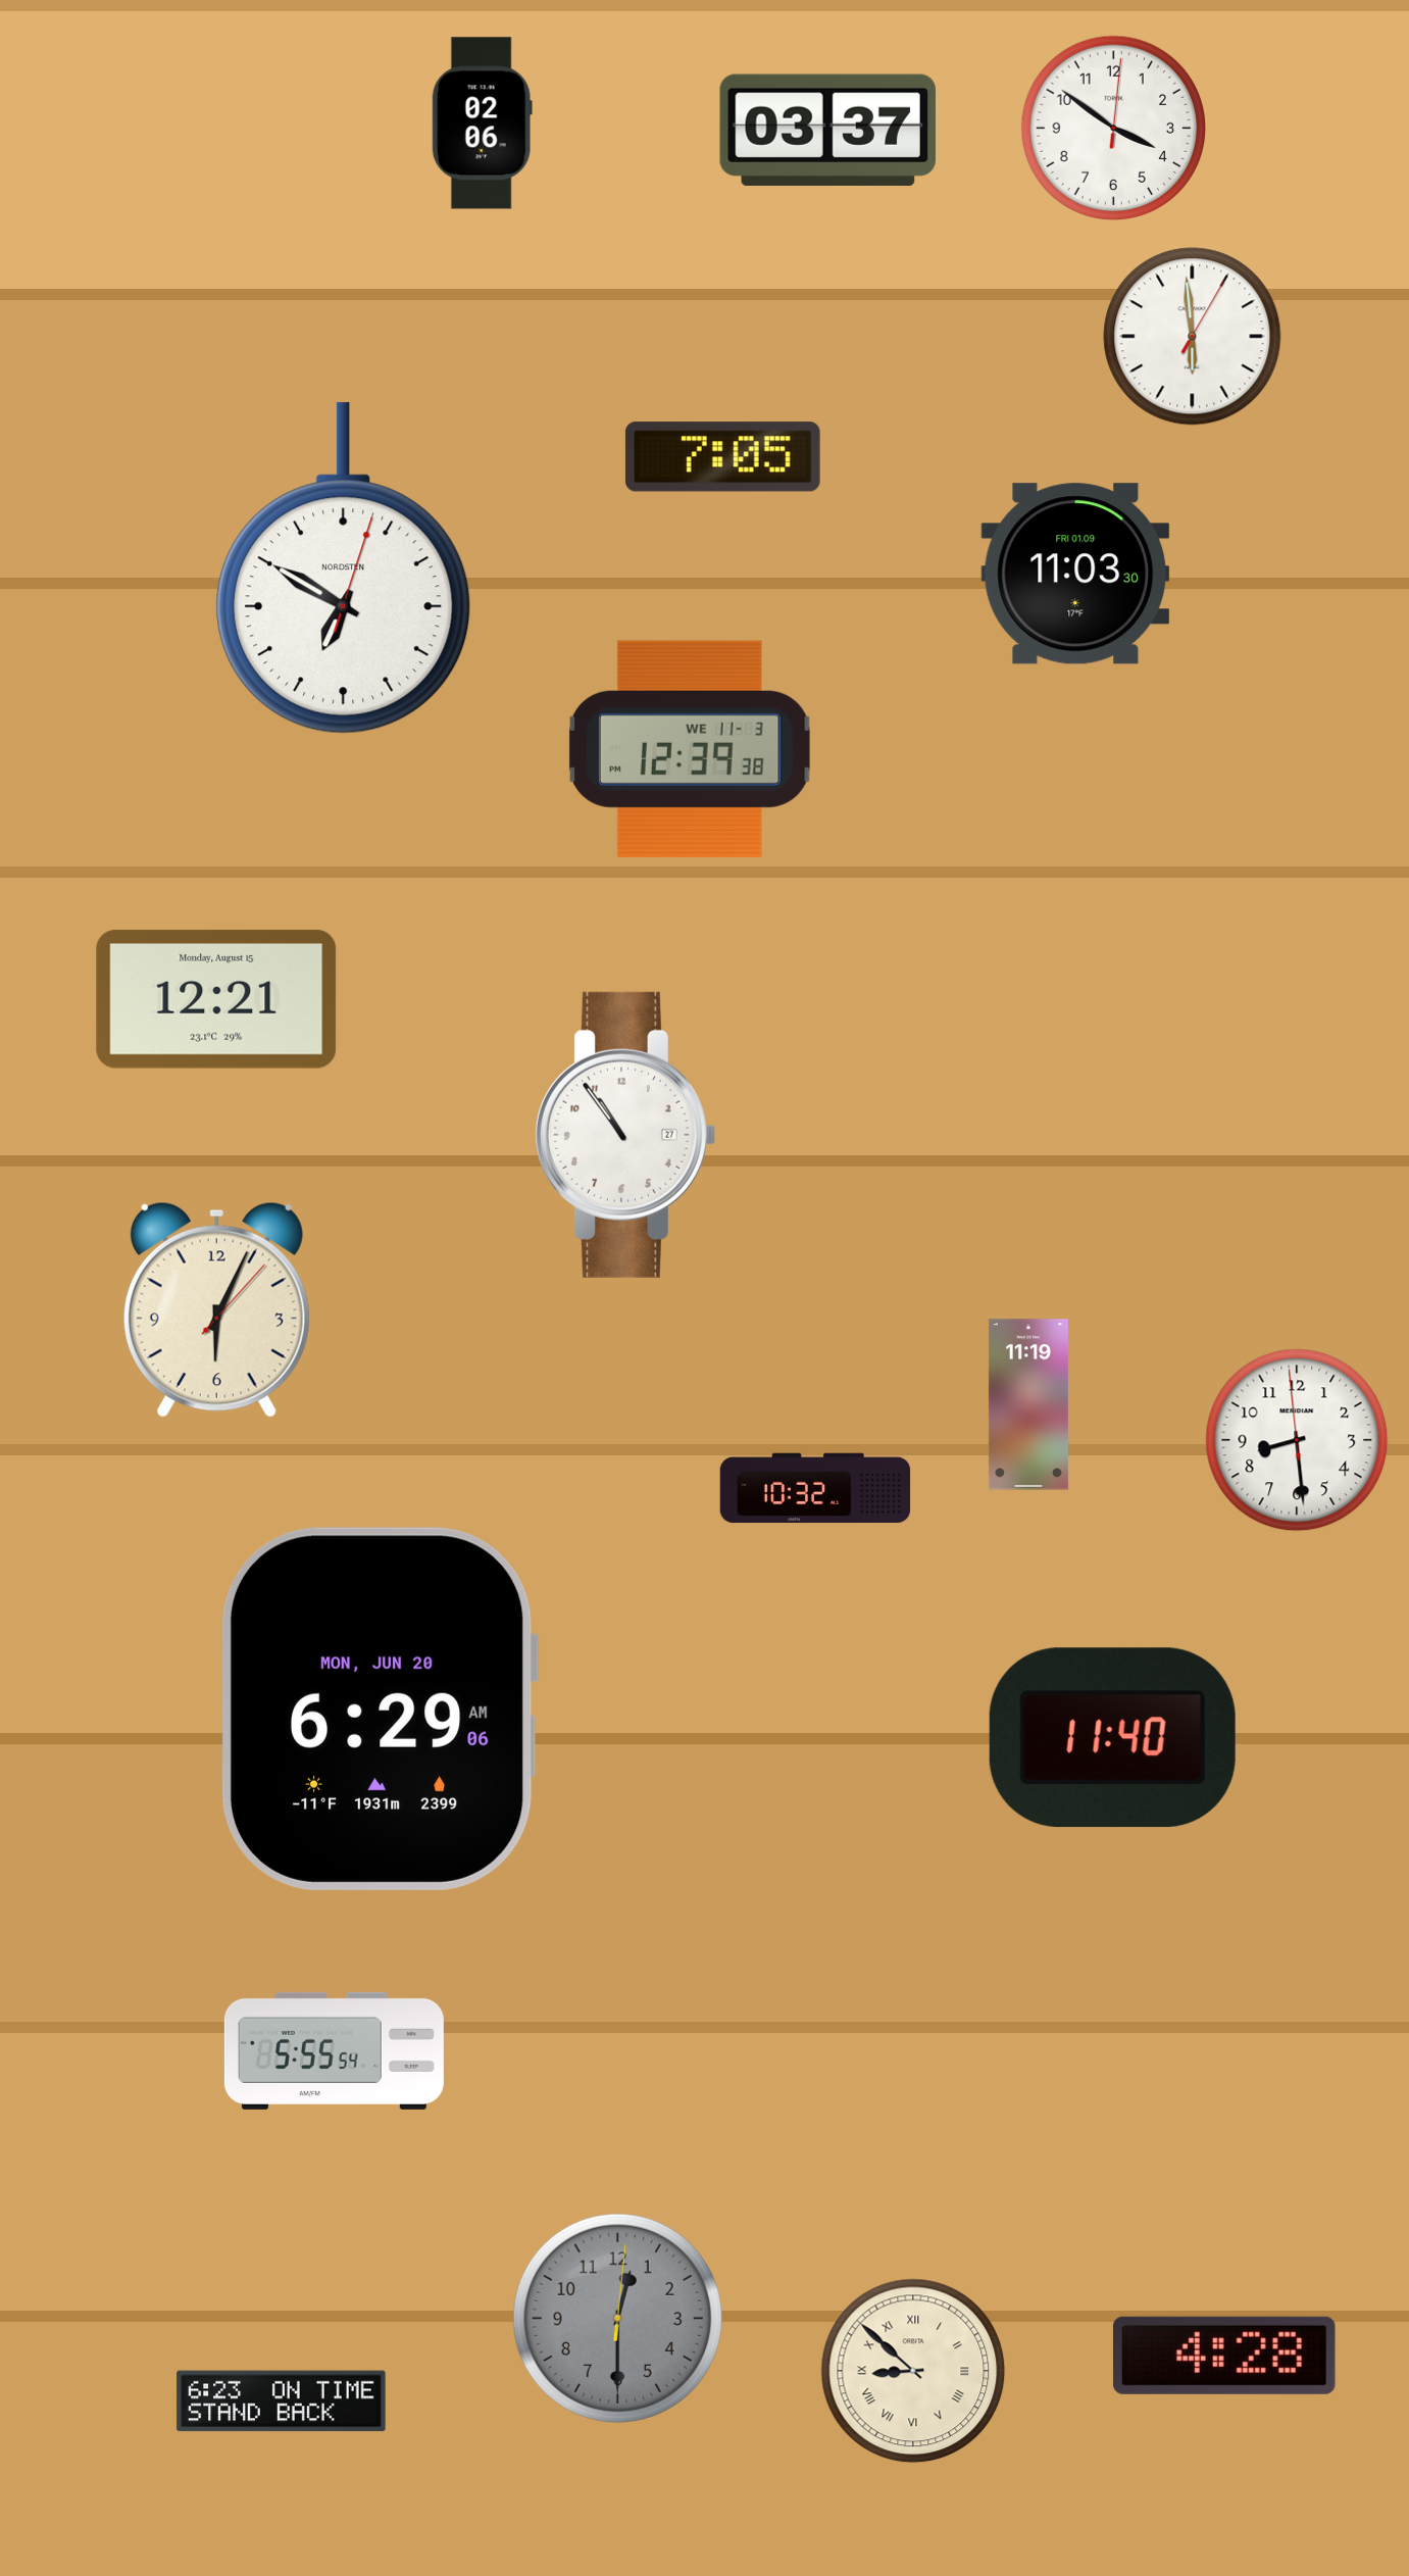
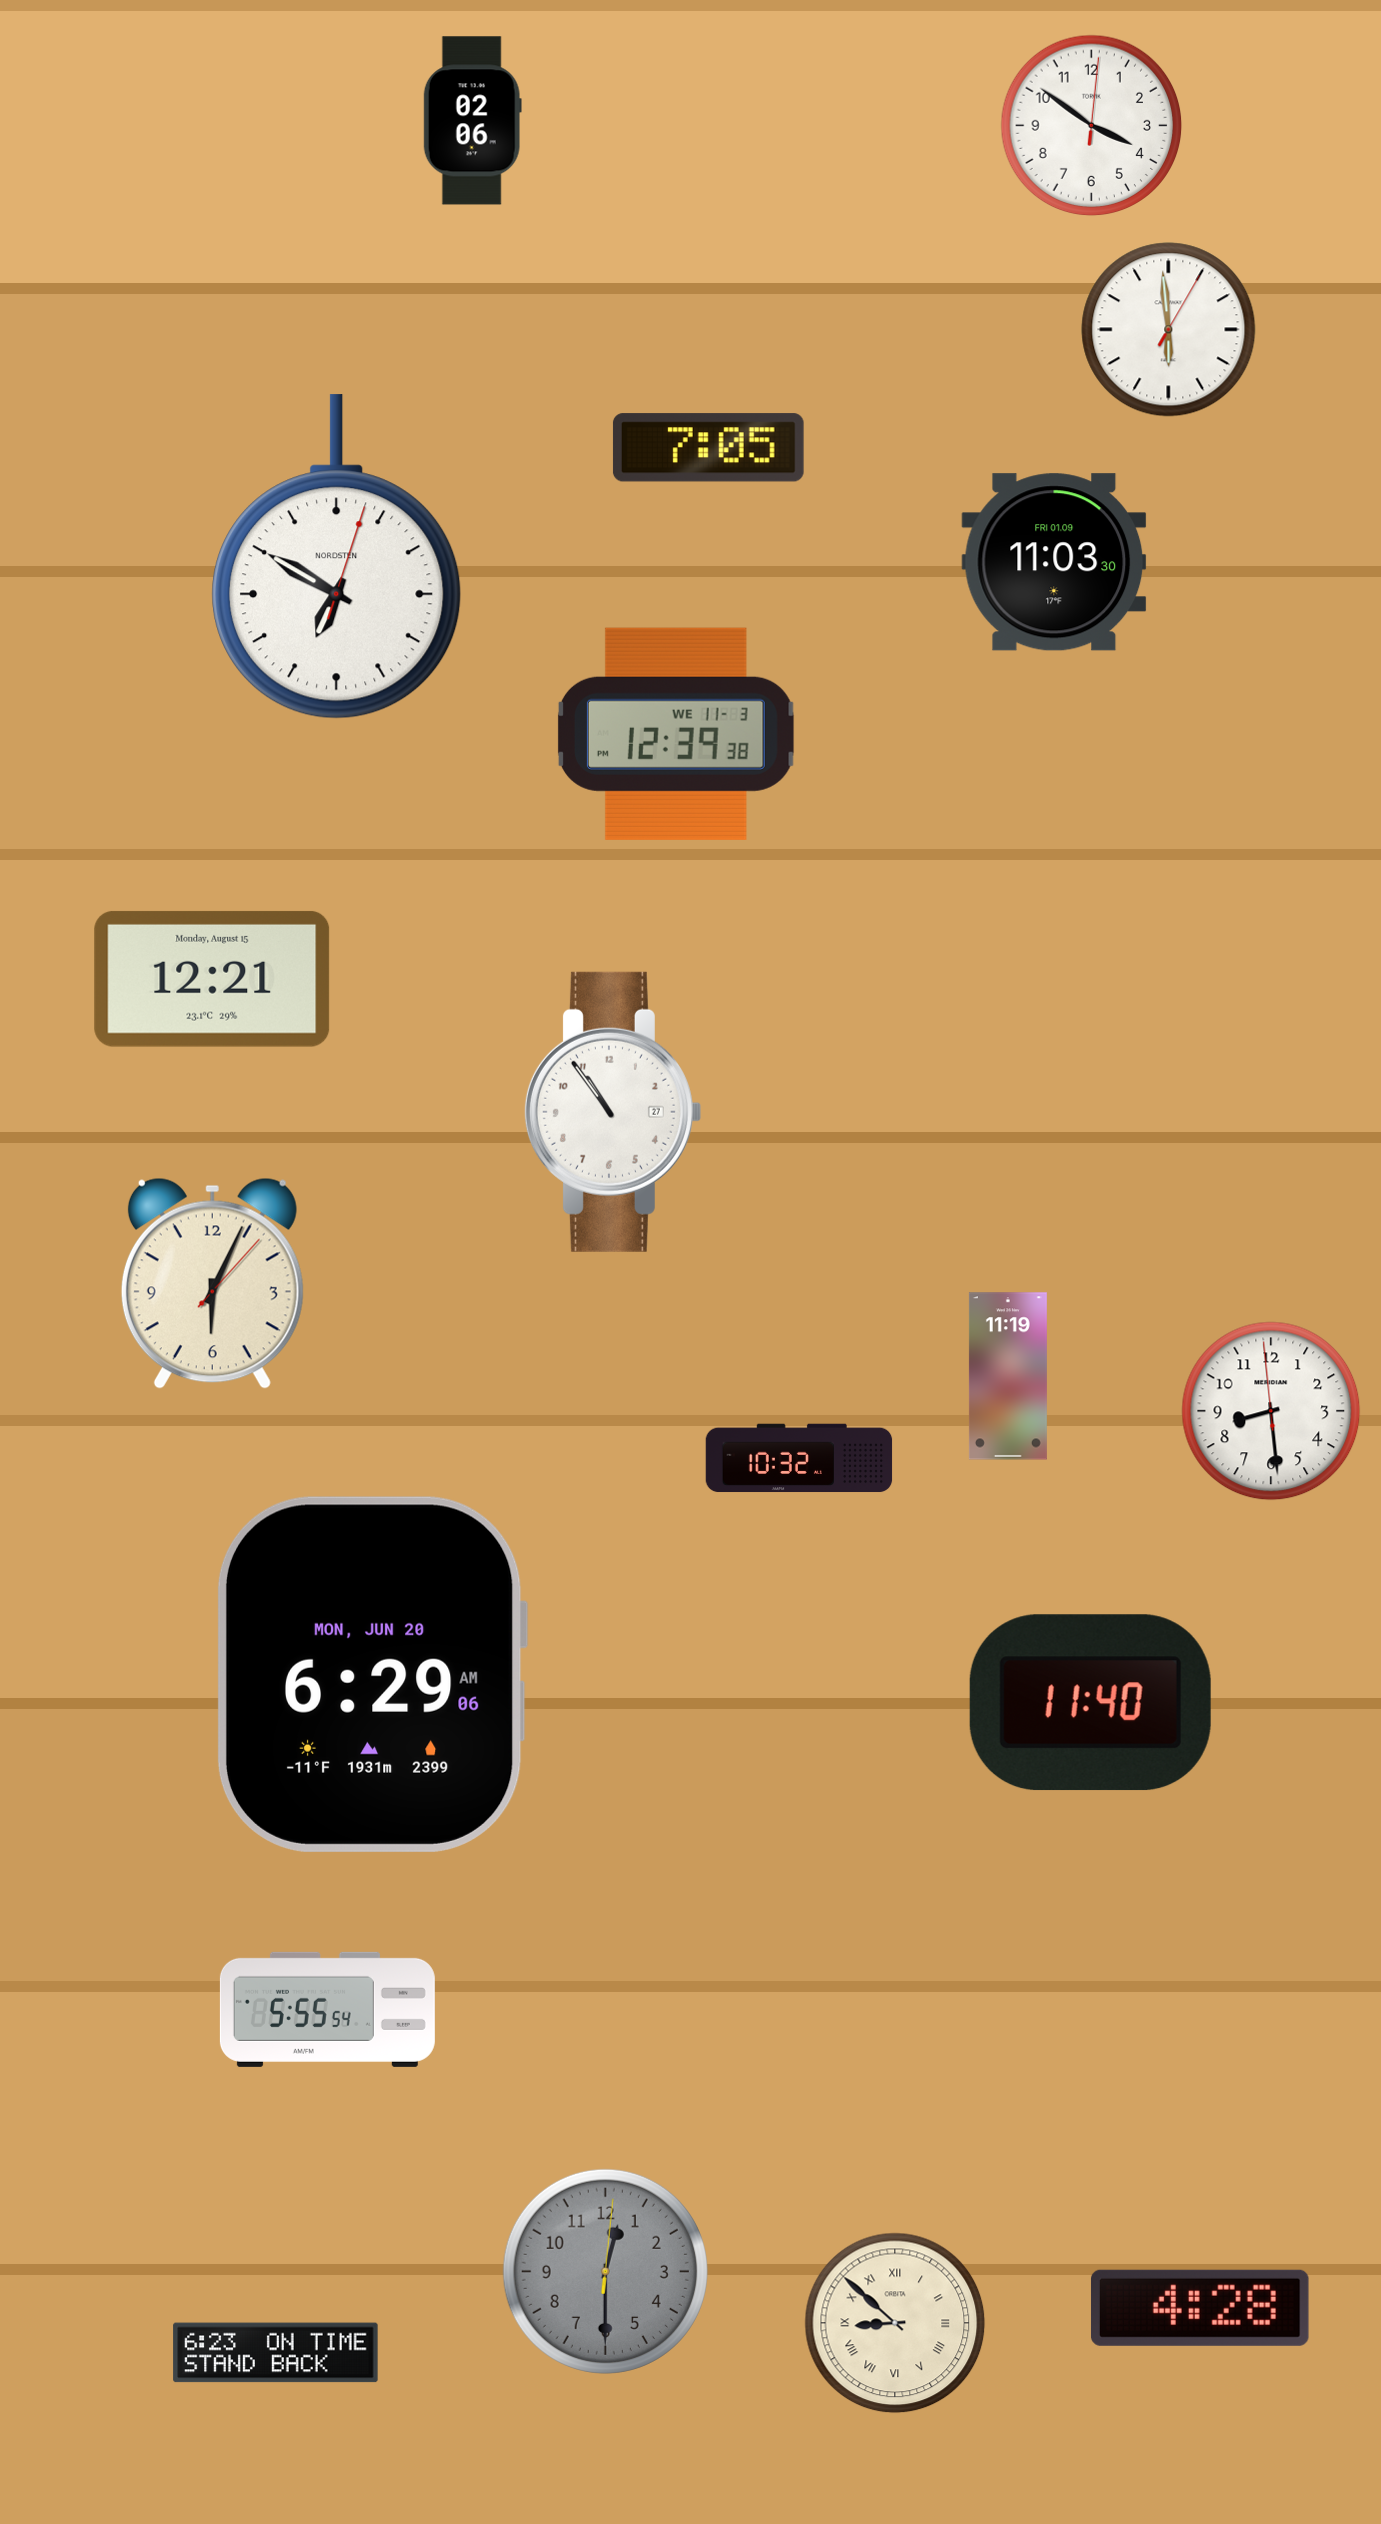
clock at (827, 130): 03:37 -> none
